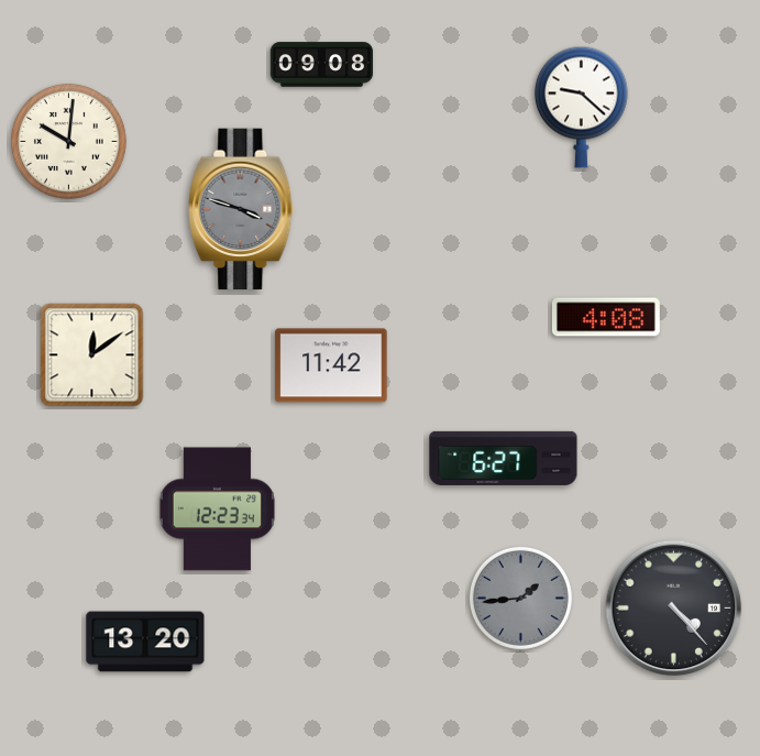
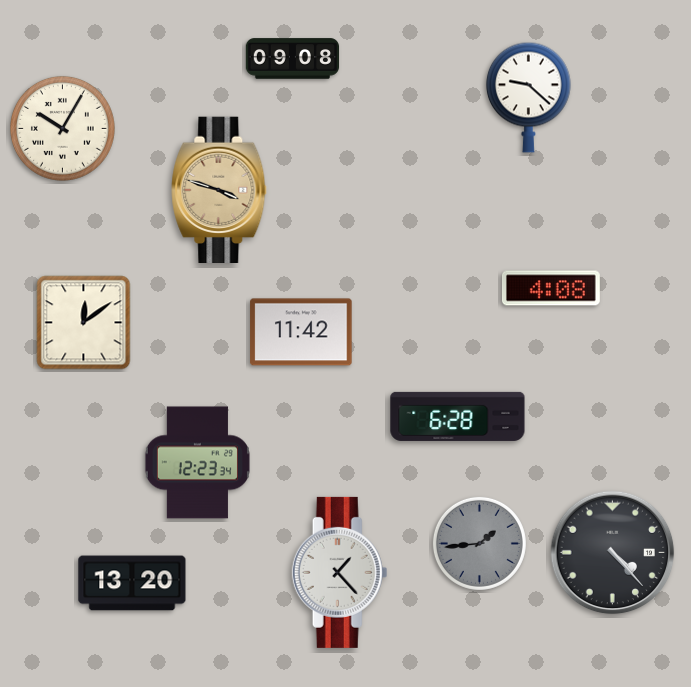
clock at (68, 141): 10:01 -> 10:05
clock at (241, 208) dial: grey -> champagne
clock at (504, 458): 6:27 -> 6:28
clock at (520, 598) position: (520, 598) -> (479, 543)
clock at (340, 572): none -> 1:23
